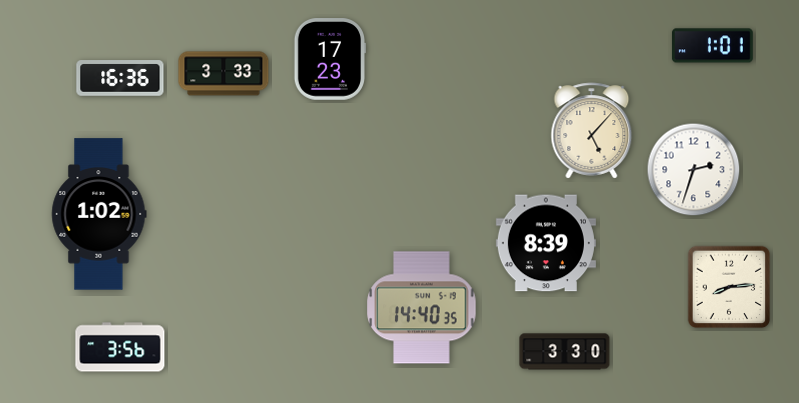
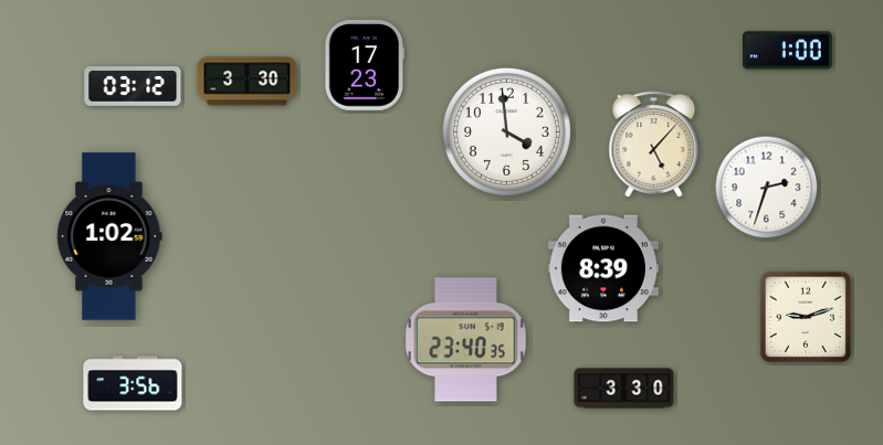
clock at (712, 46): 1:01 -> 1:00
clock at (224, 74): 3:33 -> 3:30
clock at (120, 78): 16:36 -> 03:12
clock at (506, 131): none -> 3:59
clock at (729, 287): 8:14 -> 9:12
clock at (422, 308): 14:40 -> 23:40
